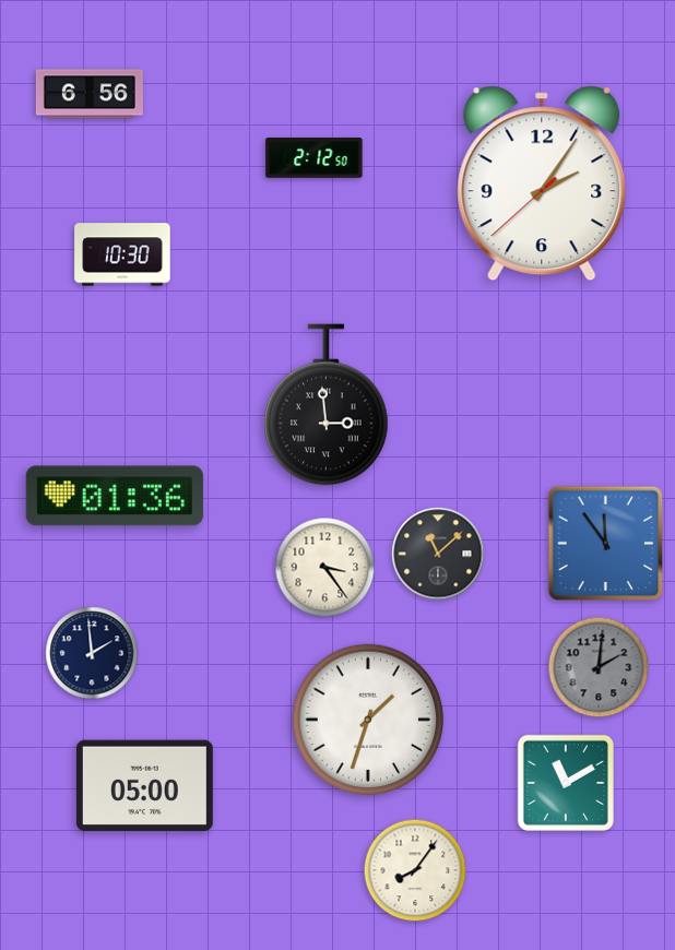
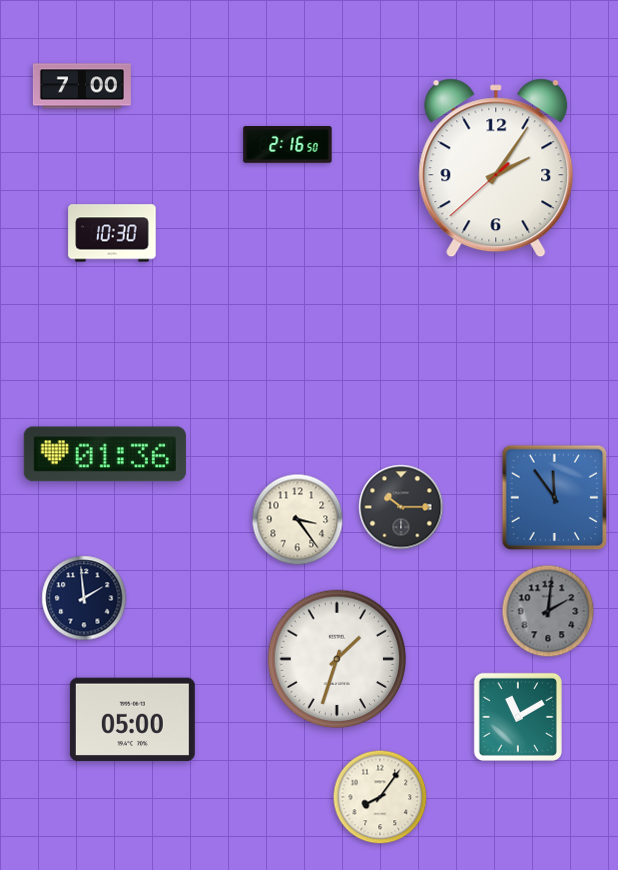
clock at (90, 94): 6:56 -> 7:00
clock at (315, 158): 2:12 -> 2:16
clock at (327, 405): 2:59 -> none
clock at (438, 554): 11:08 -> 10:15
